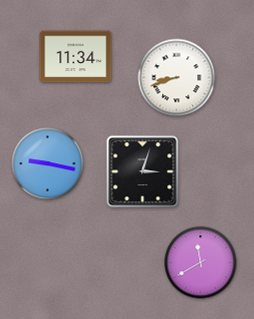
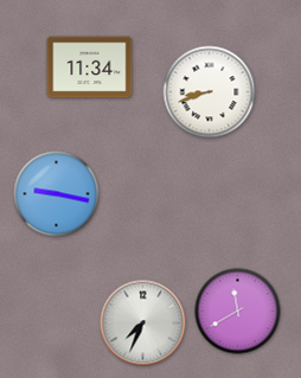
clock at (143, 172): 3:03 -> none
clock at (143, 323): none -> 7:34
